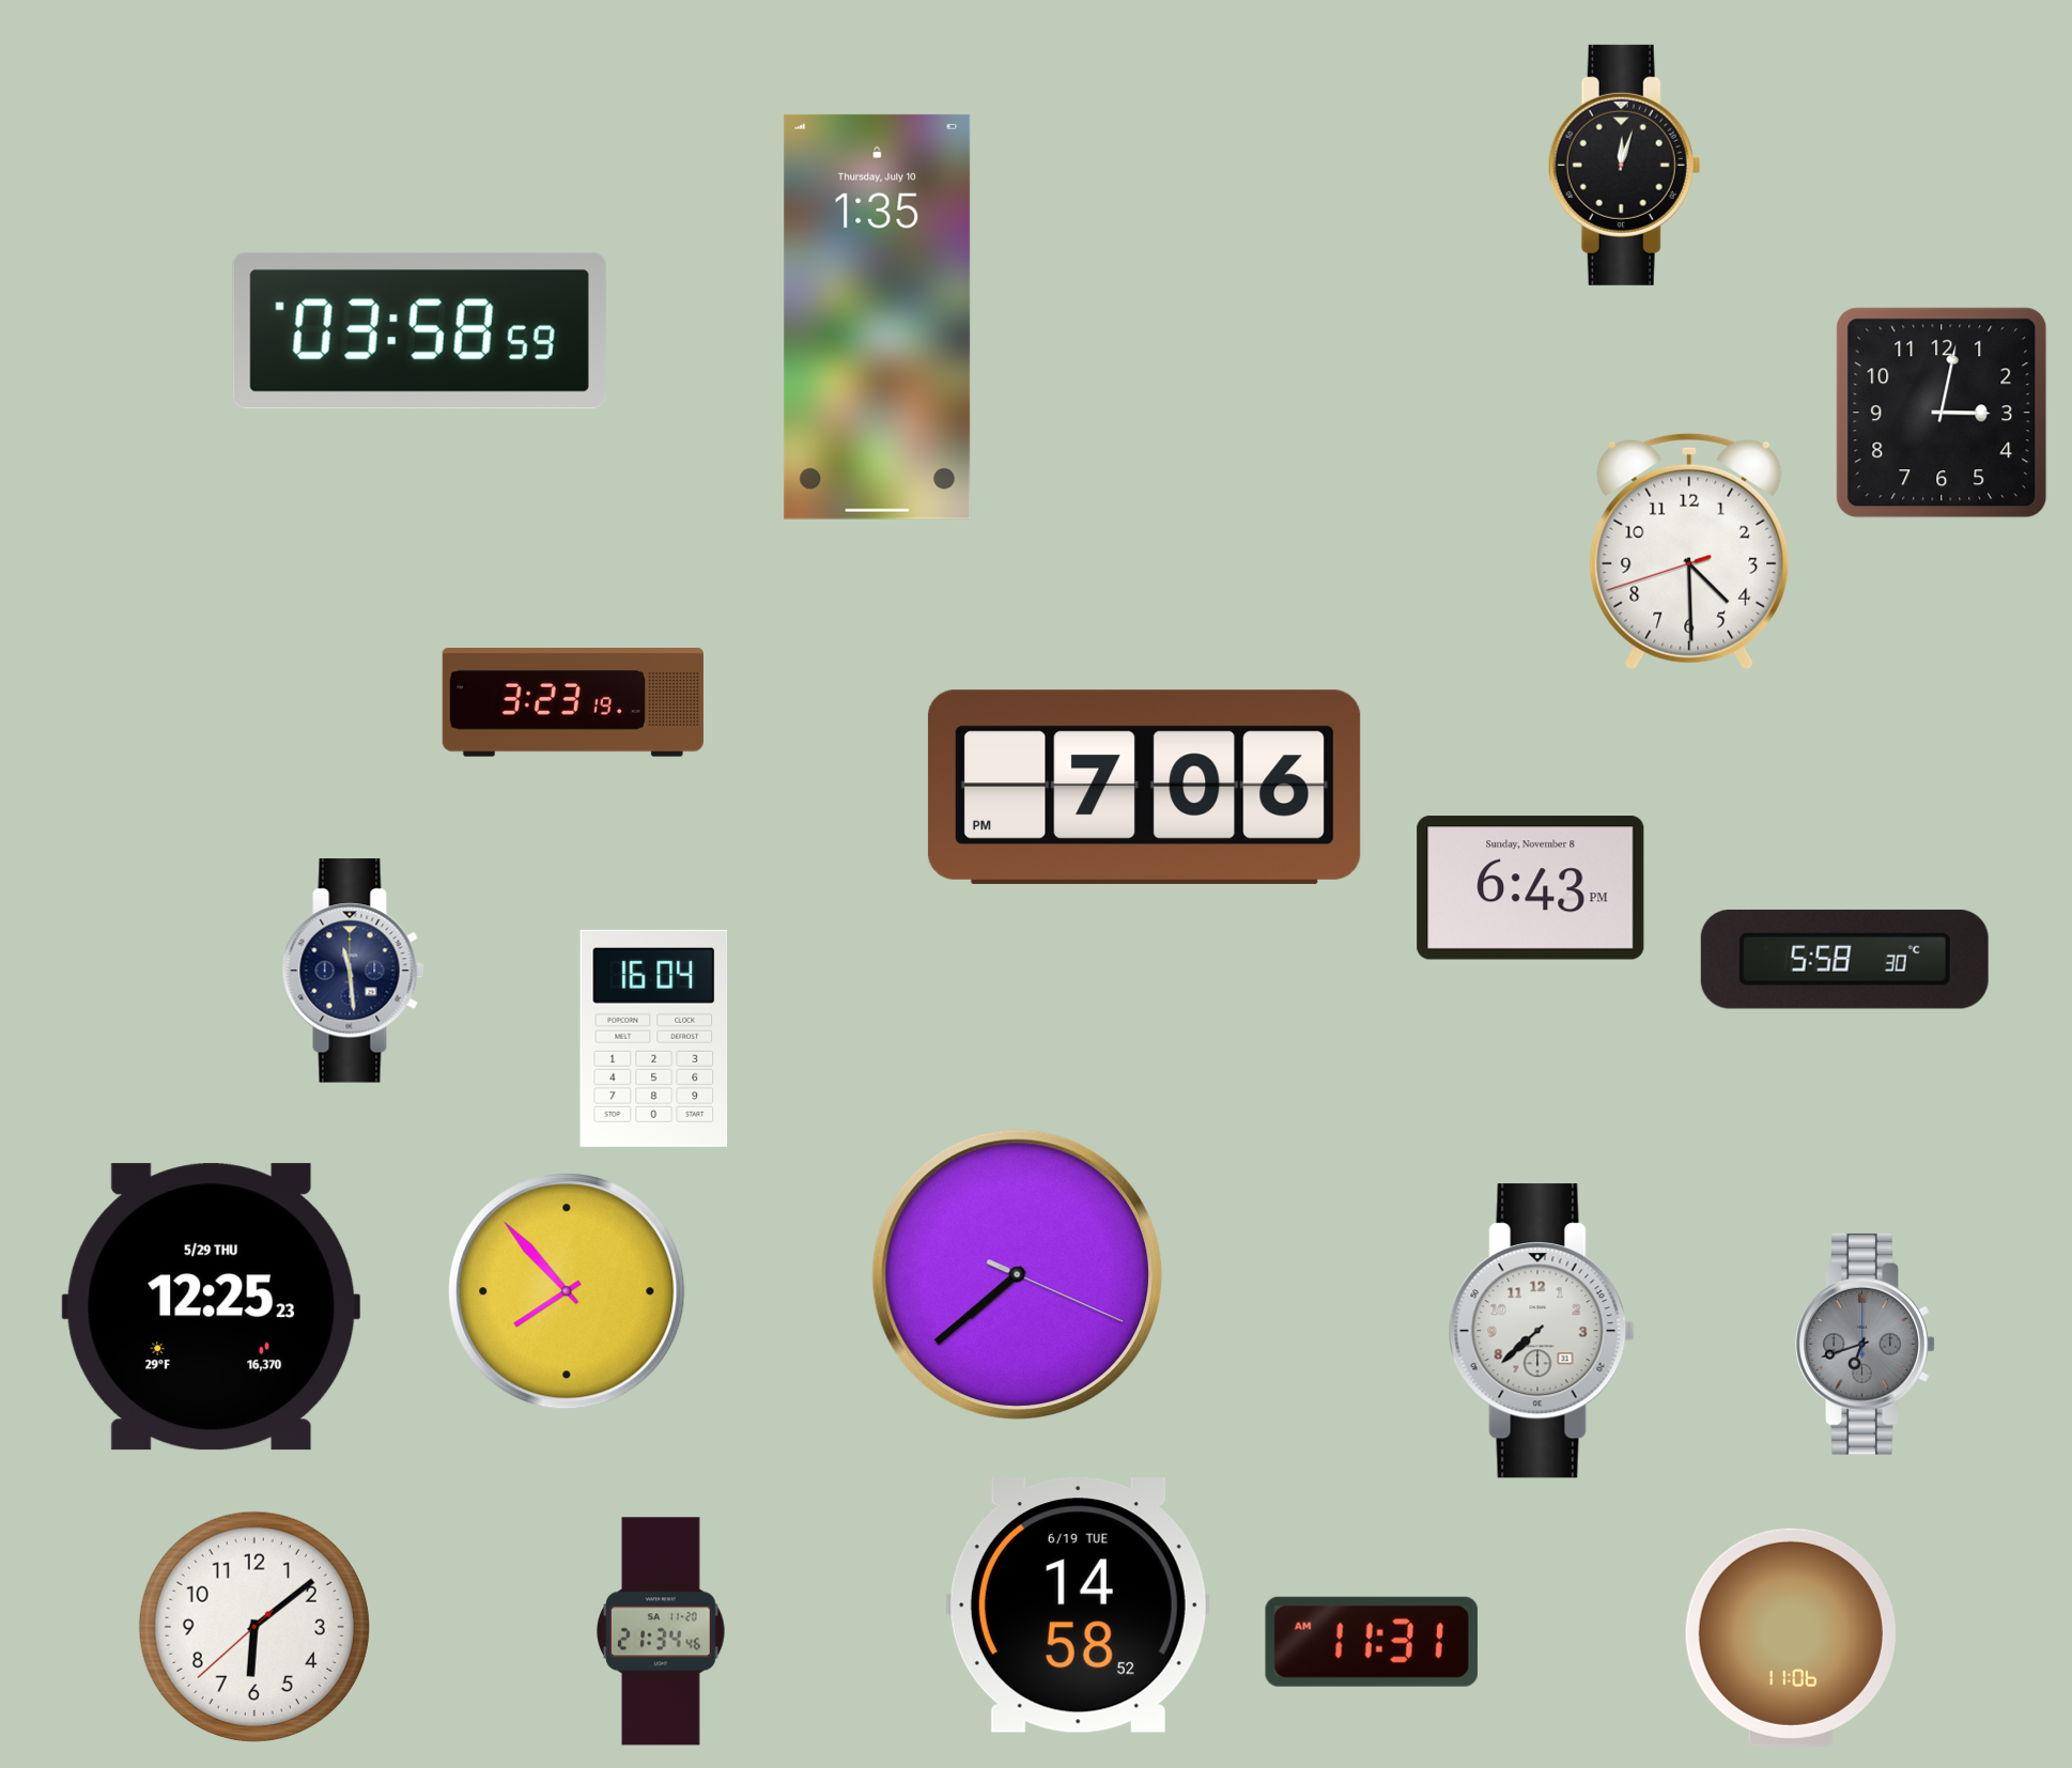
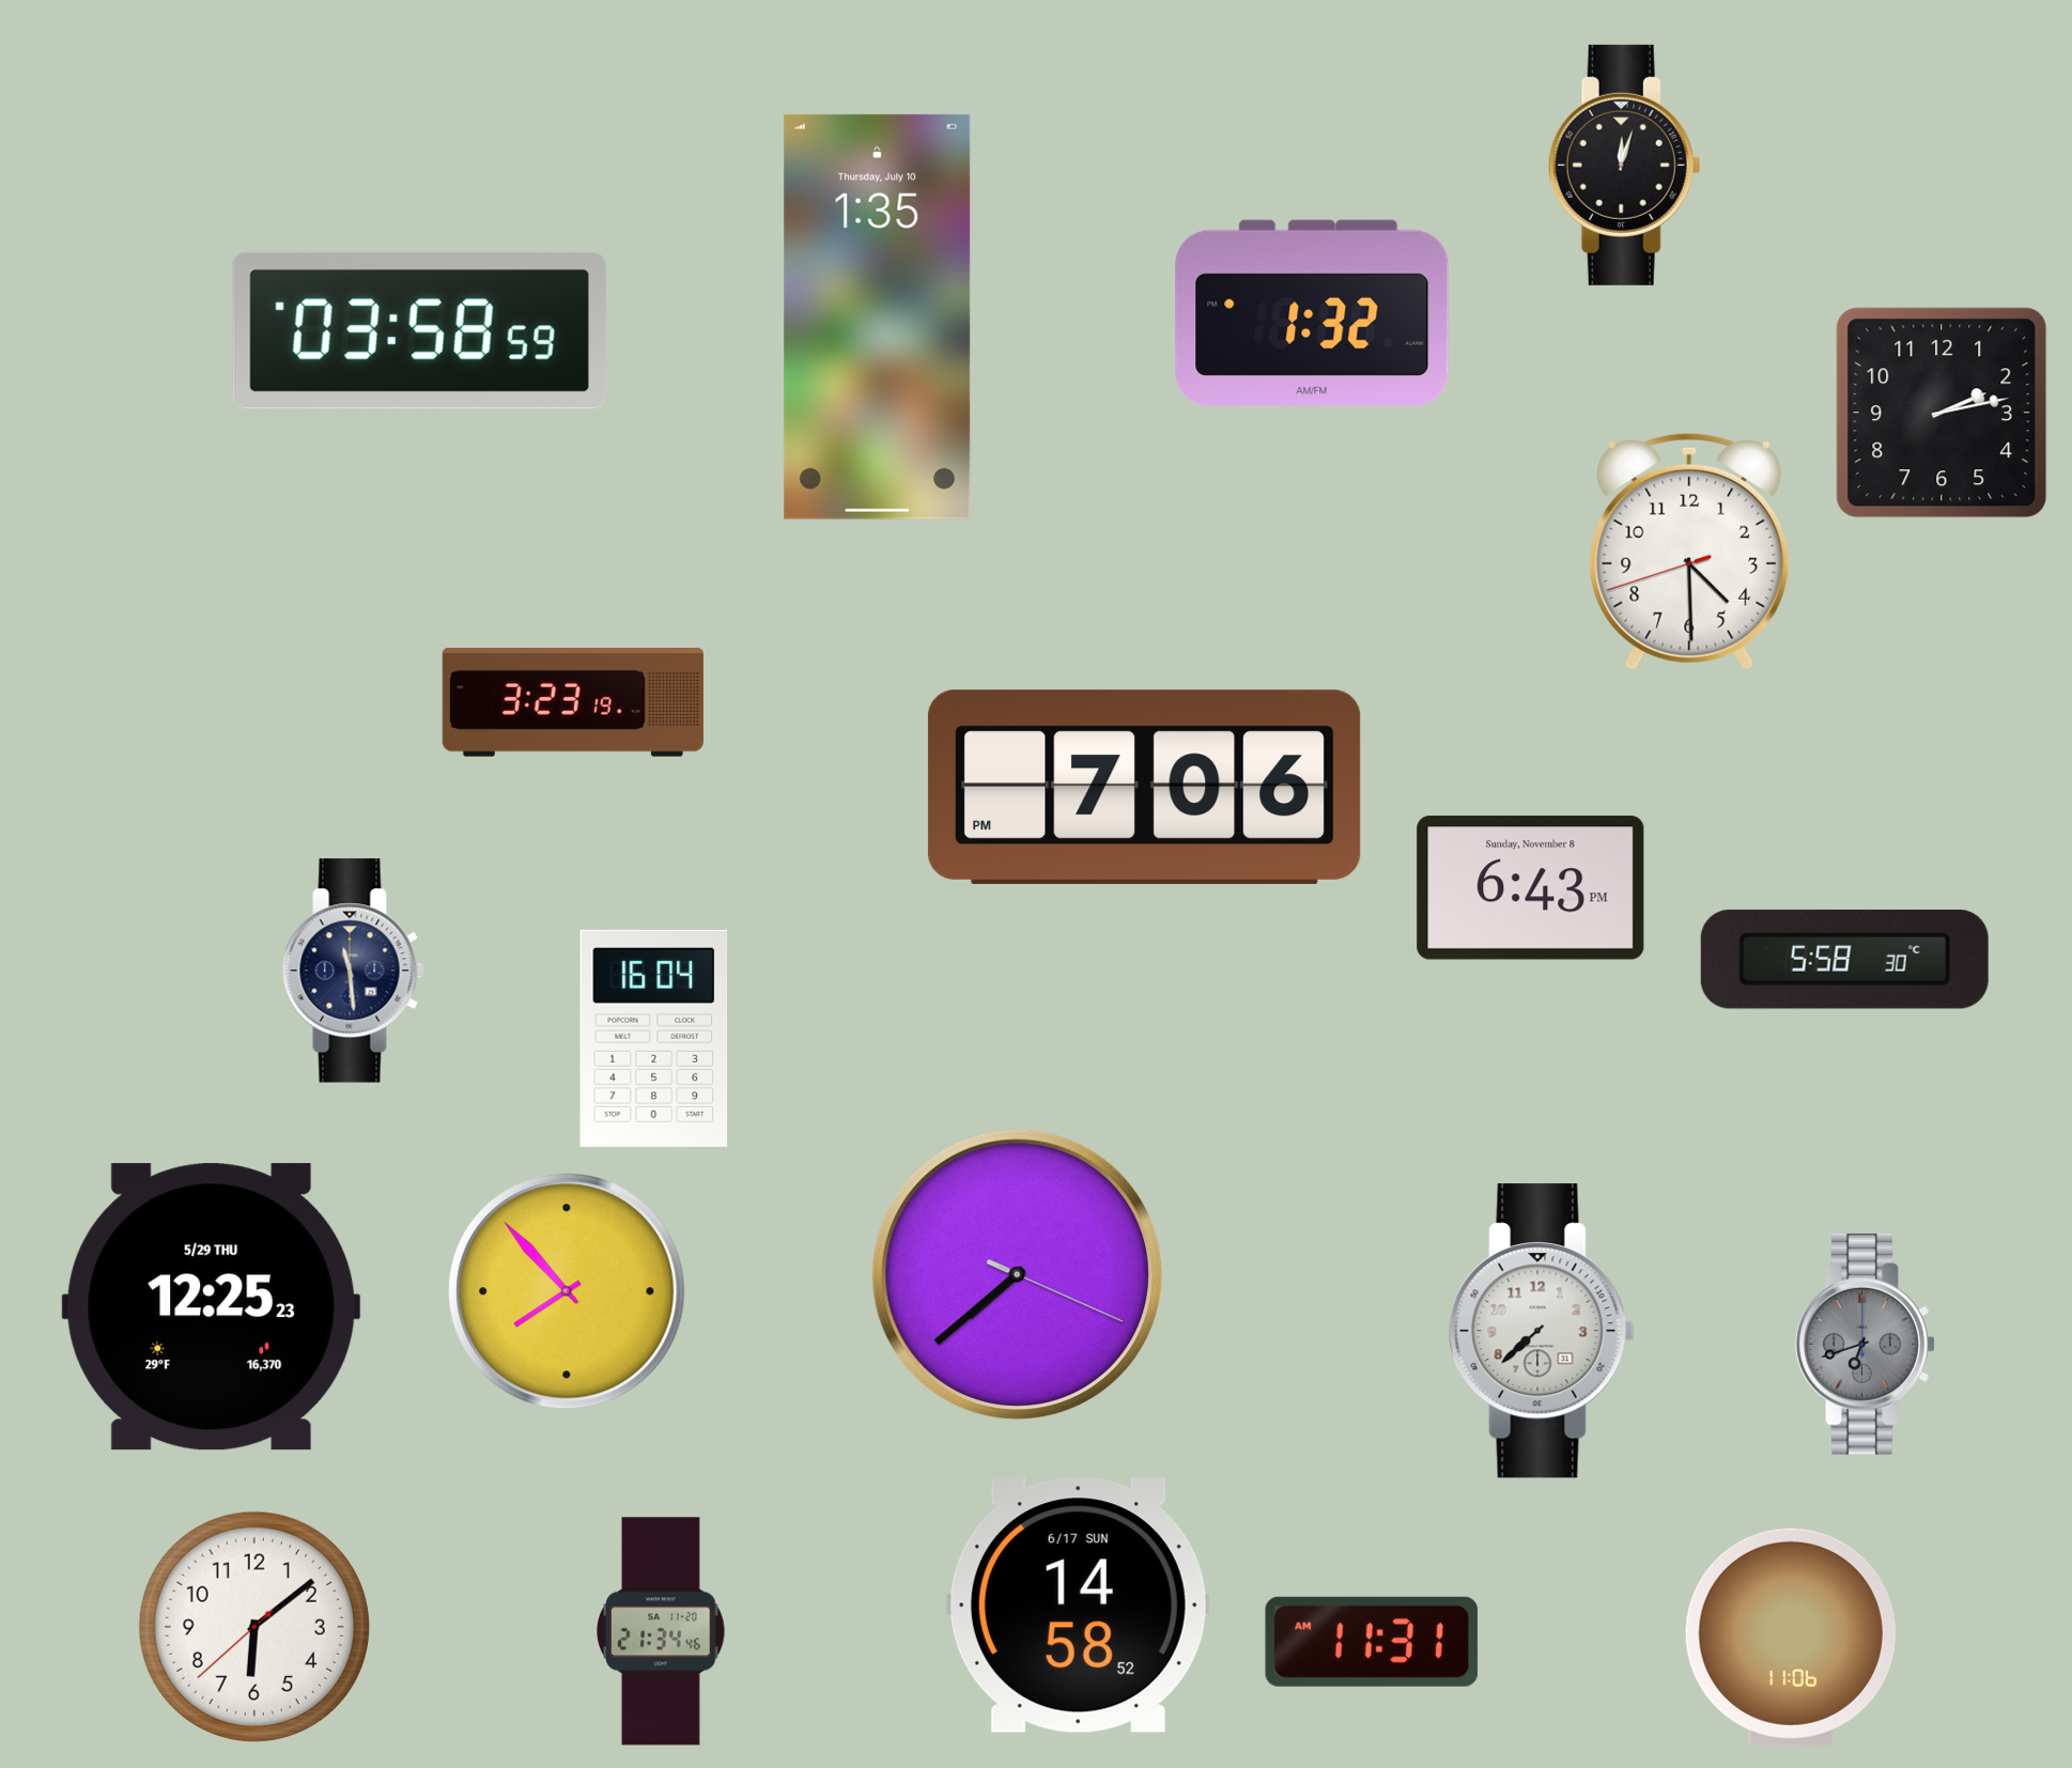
clock at (1312, 313): none -> 1:32
clock at (1942, 413): 3:02 -> 2:13
clock at (1078, 1606) date: 6/19 TUE -> 6/17 SUN
